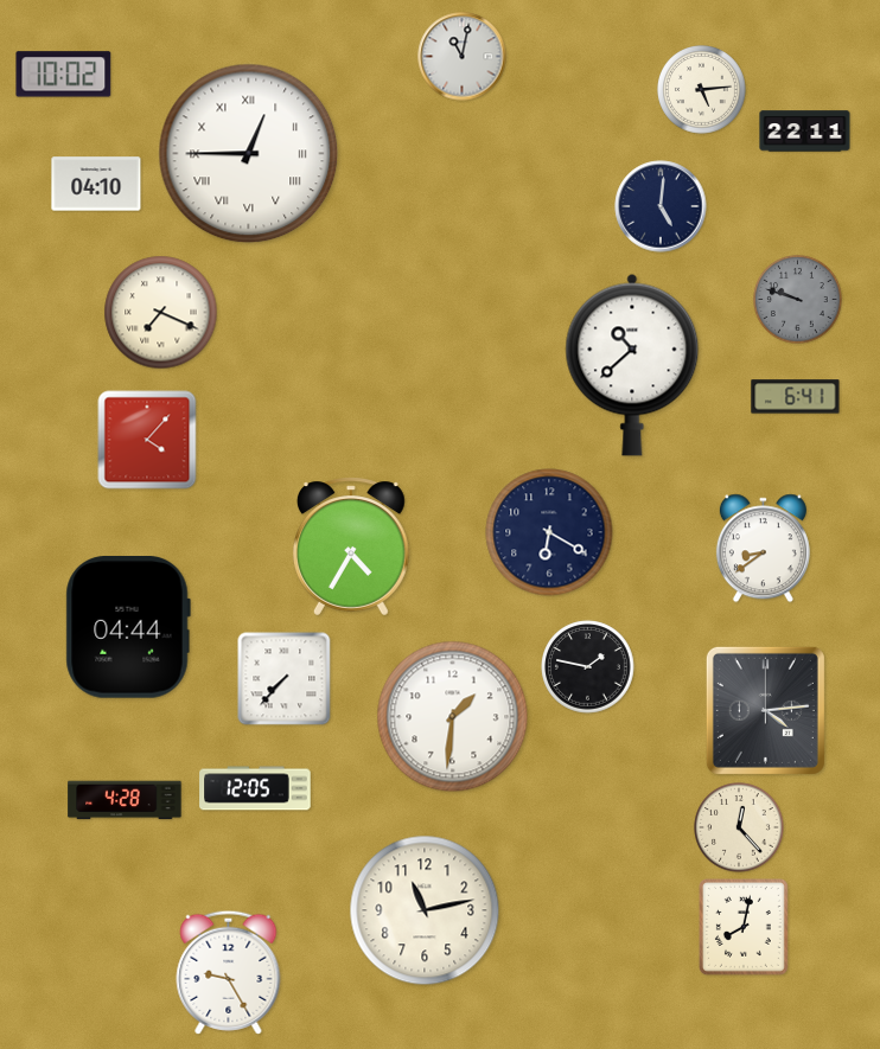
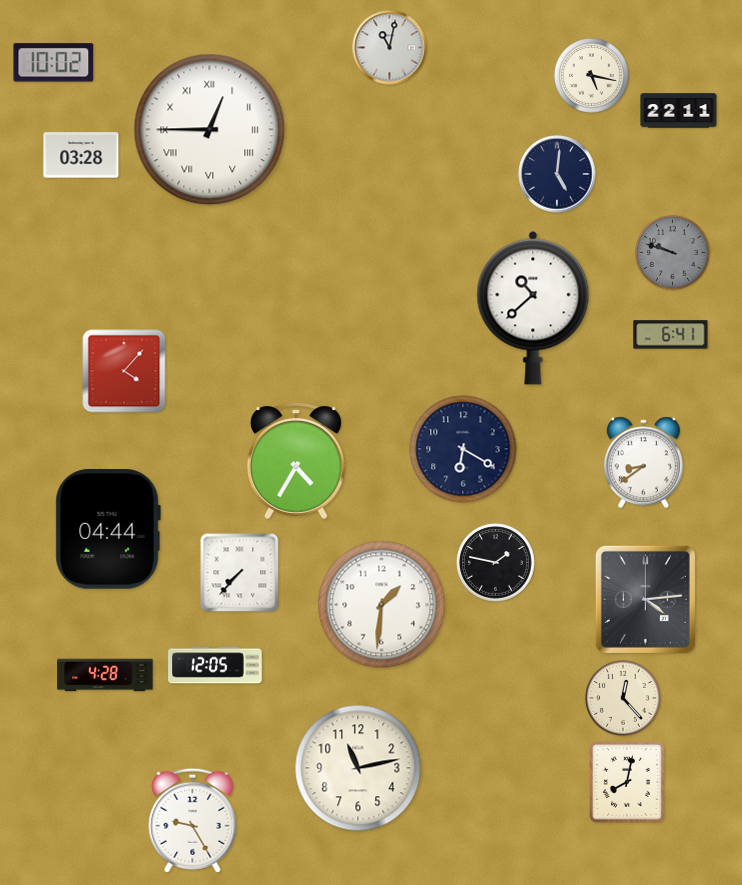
clock at (702, 90): 5:14 -> 5:17
clock at (96, 184): 04:10 -> 03:28
clock at (161, 313): 7:19 -> none
